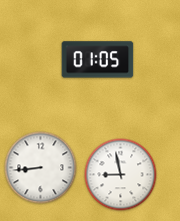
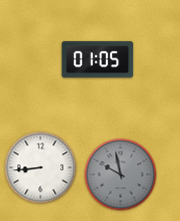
clock at (121, 175): 8:58 -> 9:58
clock at (121, 175) dial: white -> grey
